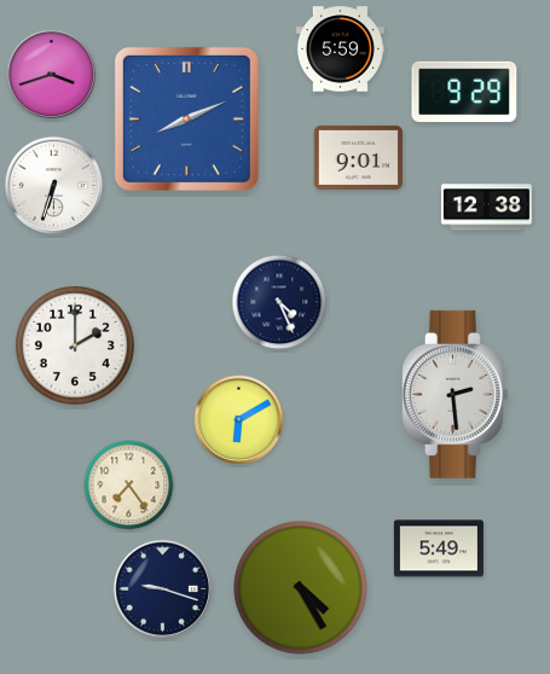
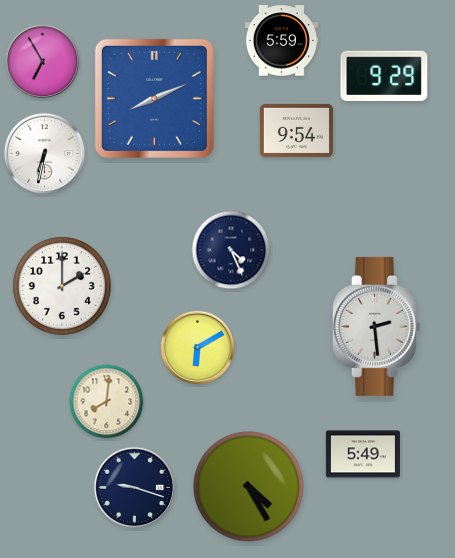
clock at (52, 75): 3:42 -> 6:55
clock at (358, 157): 9:01 -> 9:54
clock at (54, 186): 6:33 -> 6:32
clock at (486, 208): 12:38 -> none
clock at (129, 486): 7:24 -> 8:01
